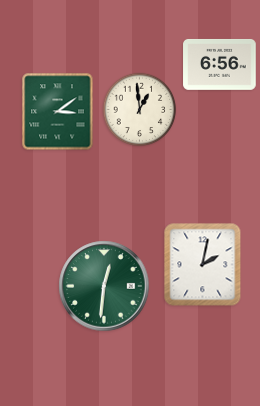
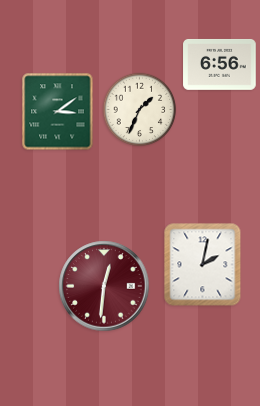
clock at (140, 110): 12:59 -> 1:34
clock at (104, 286) dial: green -> burgundy
